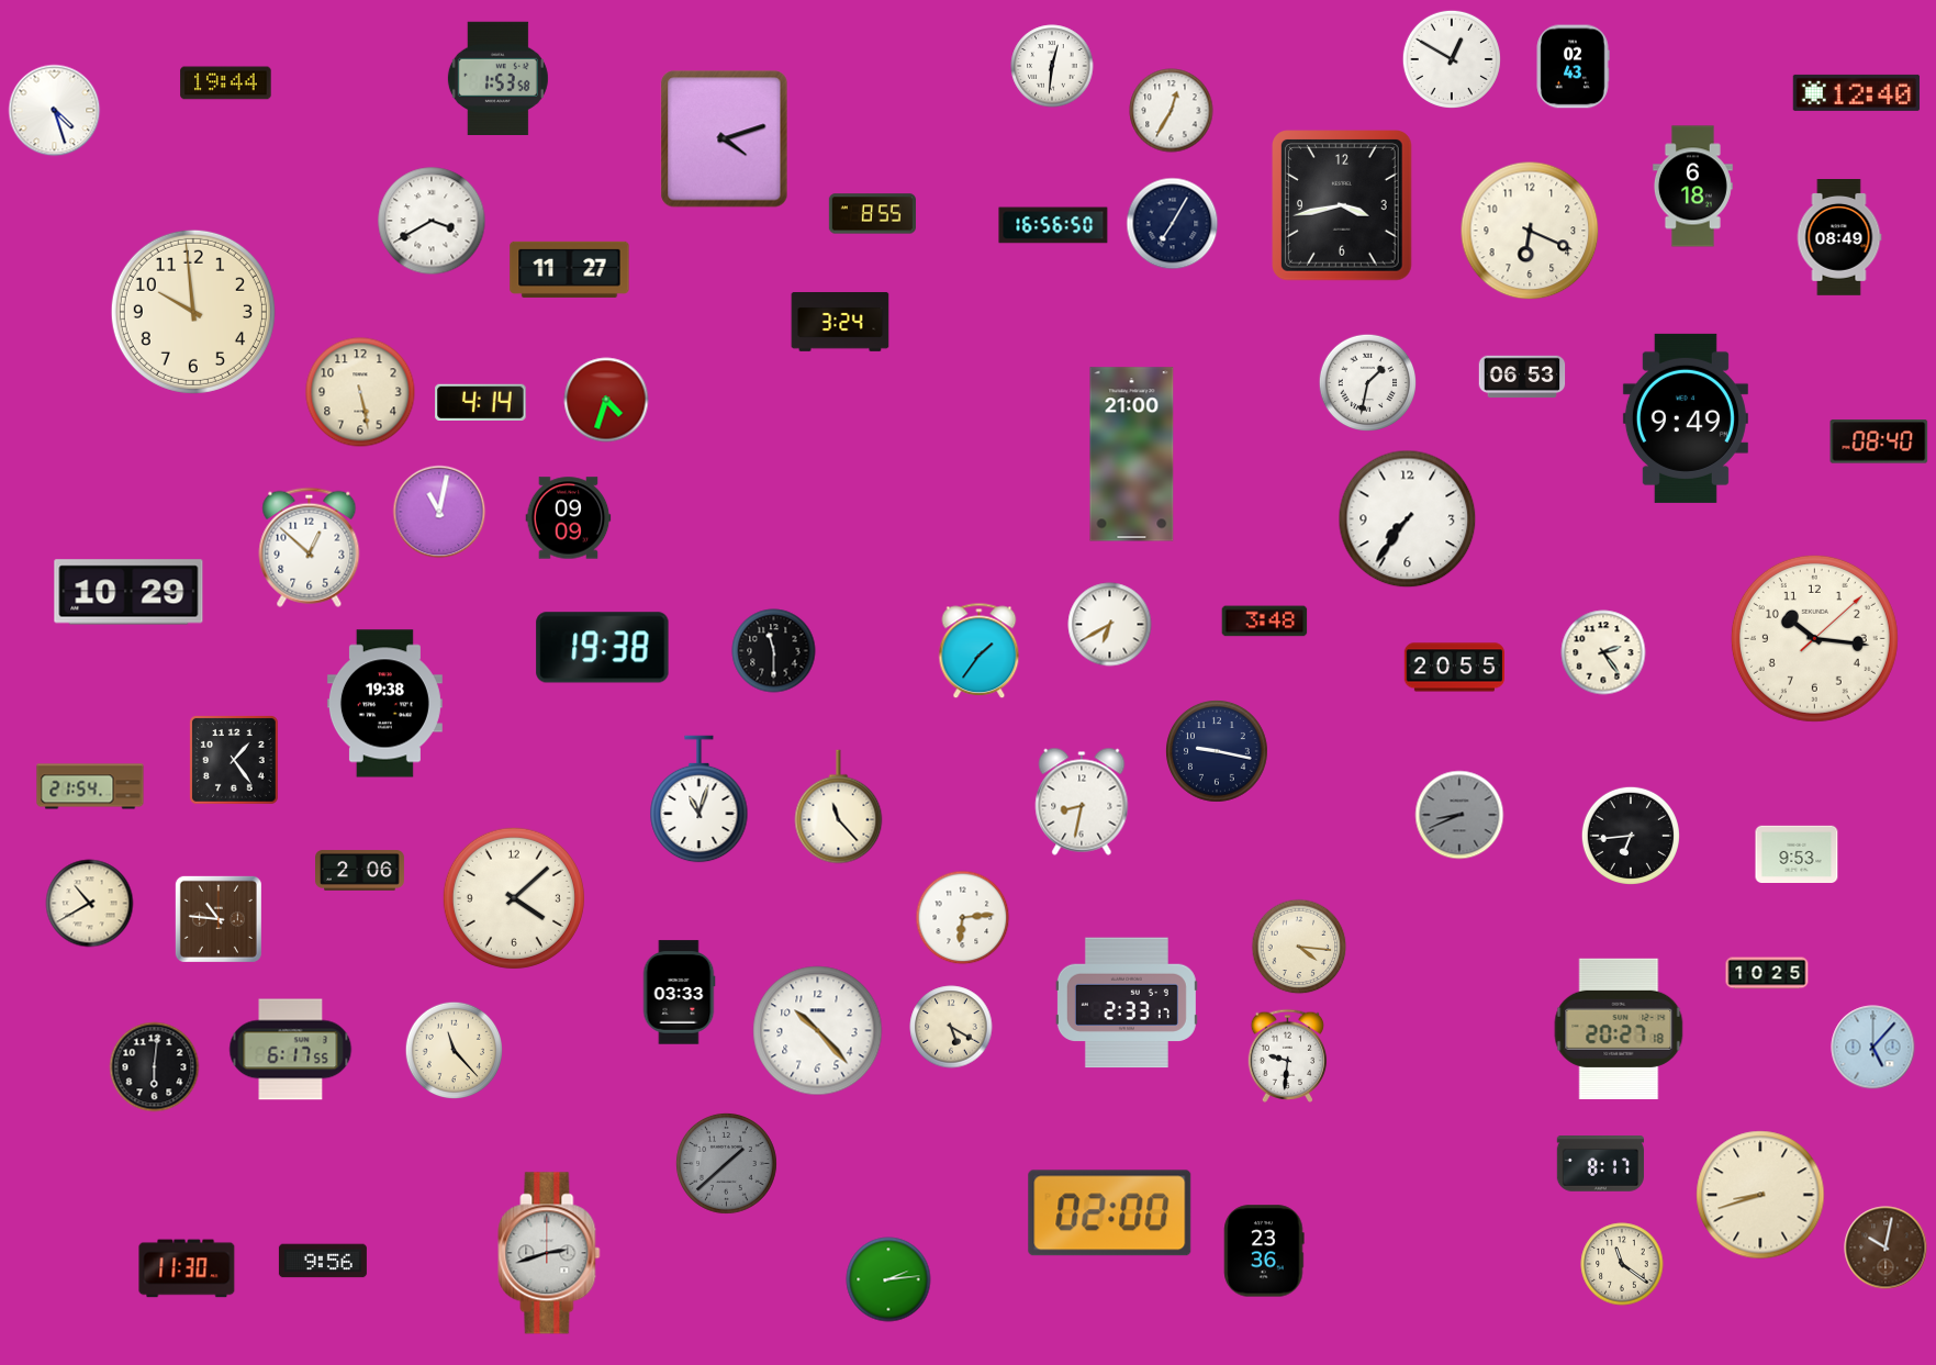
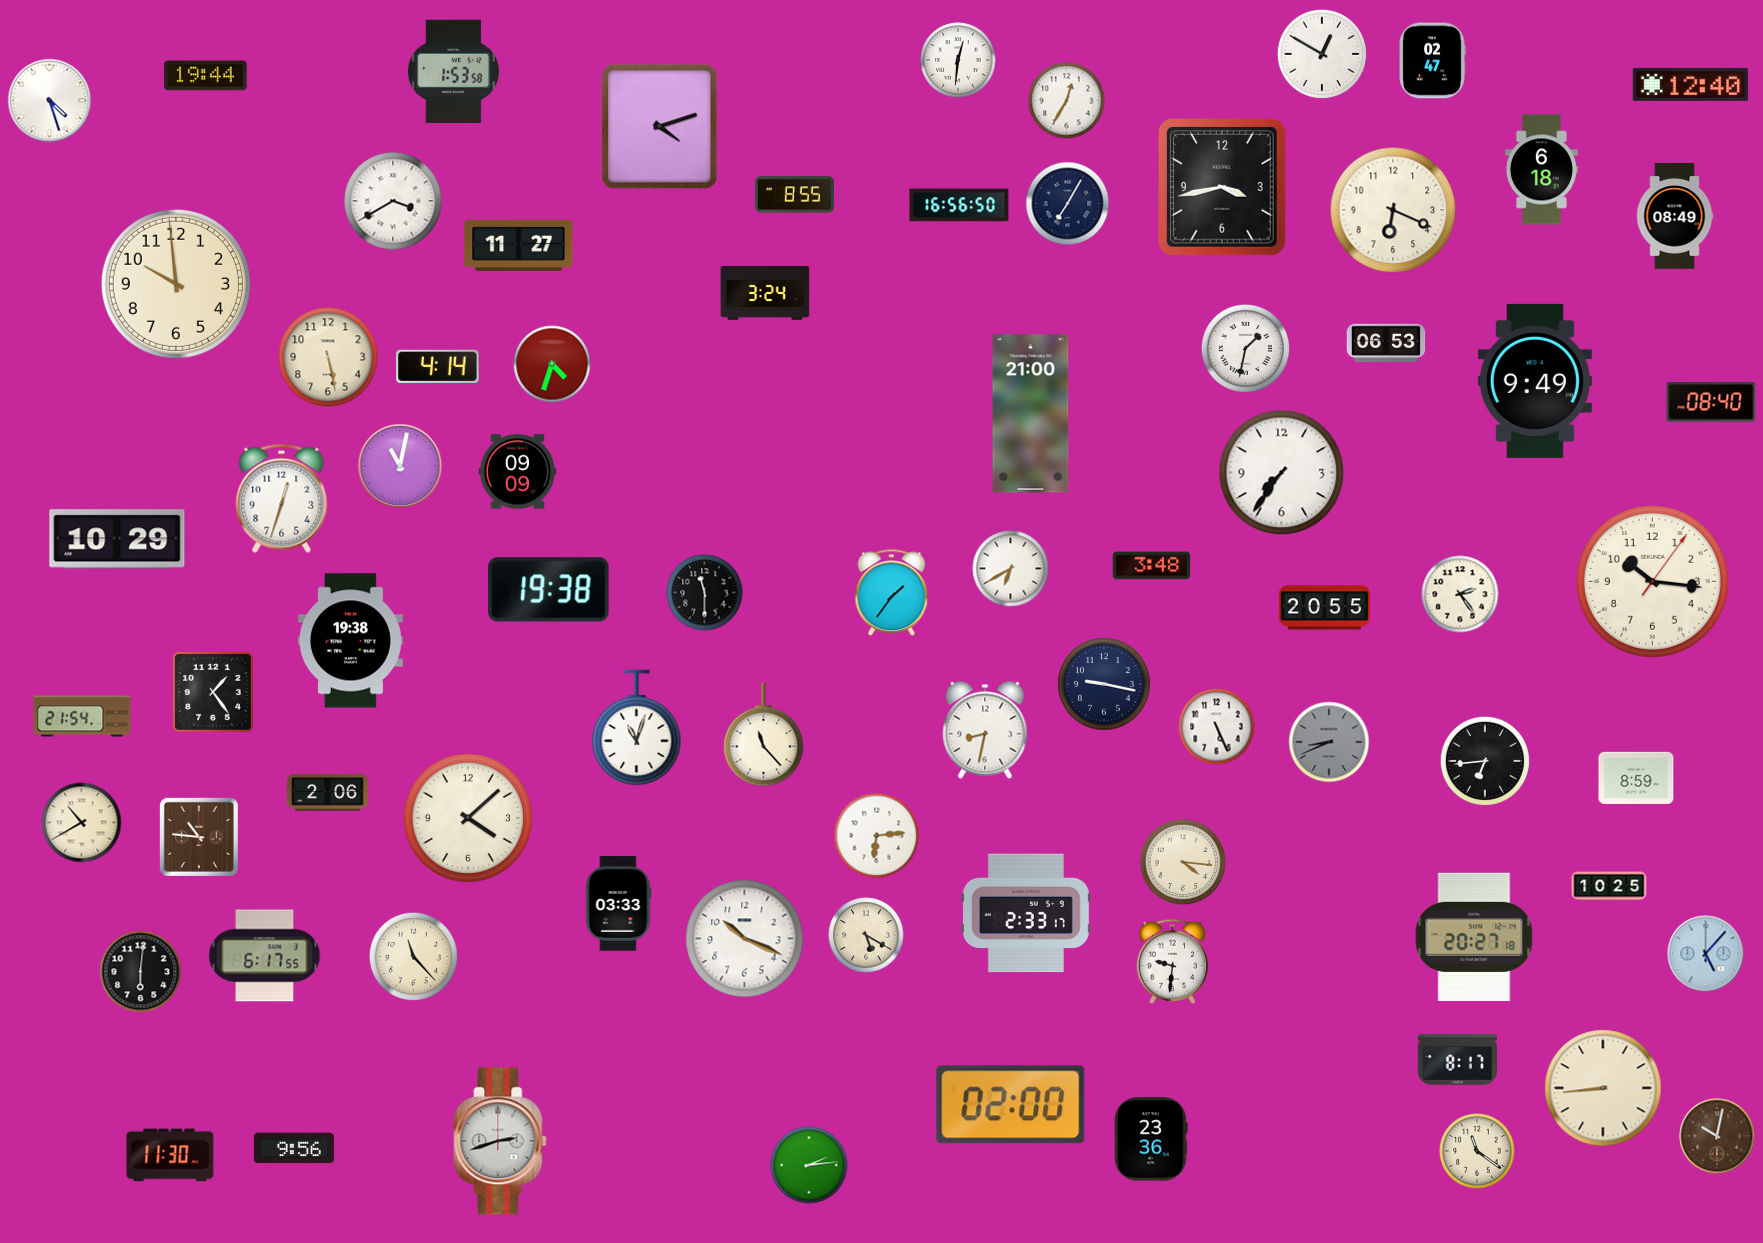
clock at (1573, 67): 02:43 -> 02:47
clock at (310, 547): 12:52 -> 12:33
clock at (1814, 638): 10:16:08 -> 10:16:06
clock at (1218, 752) position: (1218, 752) -> (1105, 685)
clock at (1217, 727): none -> 5:26
clock at (1797, 853): 9:53 -> 8:59
clock at (818, 1031): 10:23 -> 10:19
clock at (726, 1163): 1:38 -> none
clock at (1760, 1195): 8:42 -> 8:44
